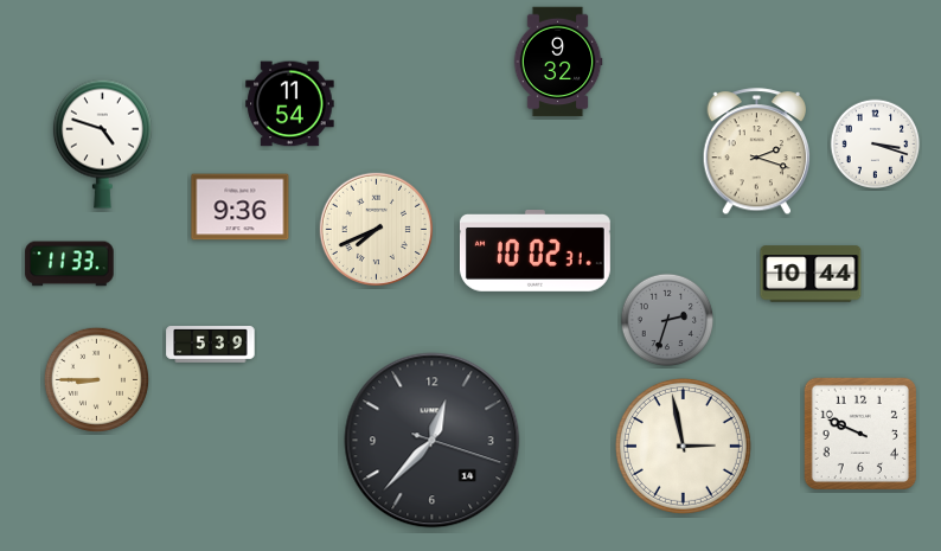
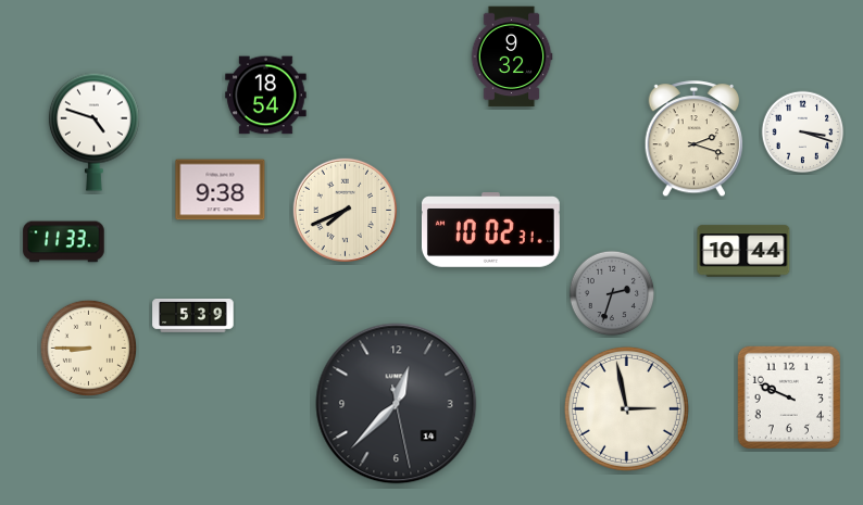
clock at (290, 104): 11:54 -> 18:54
clock at (241, 207): 9:36 -> 9:38
clock at (433, 441): 12:37:18 -> 12:37:28
